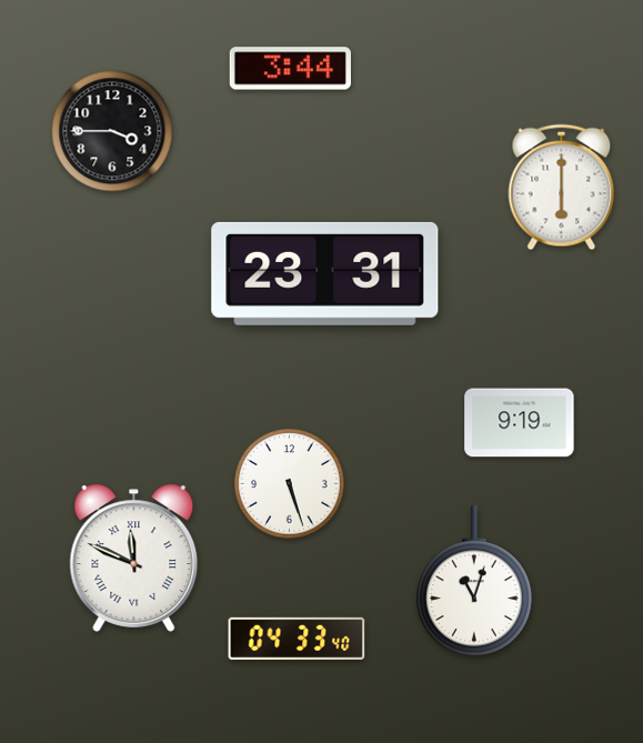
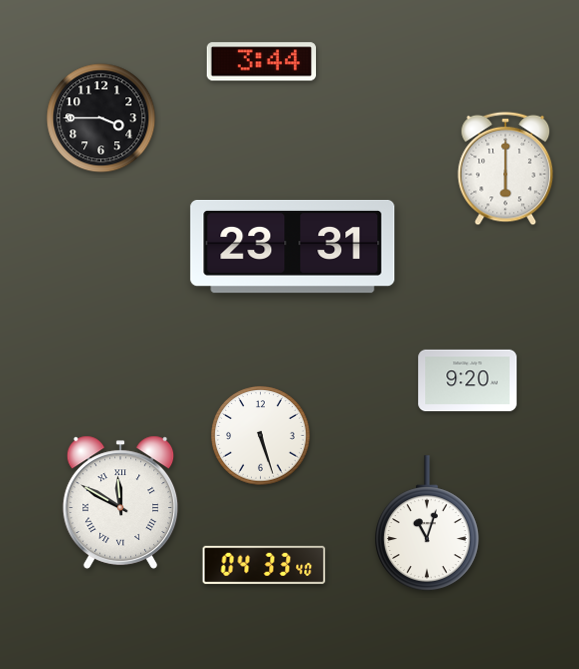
clock at (520, 423): 9:19 -> 9:20
clock at (134, 558): 11:49 -> 11:50
clock at (297, 639) position: (297, 639) -> (264, 565)
